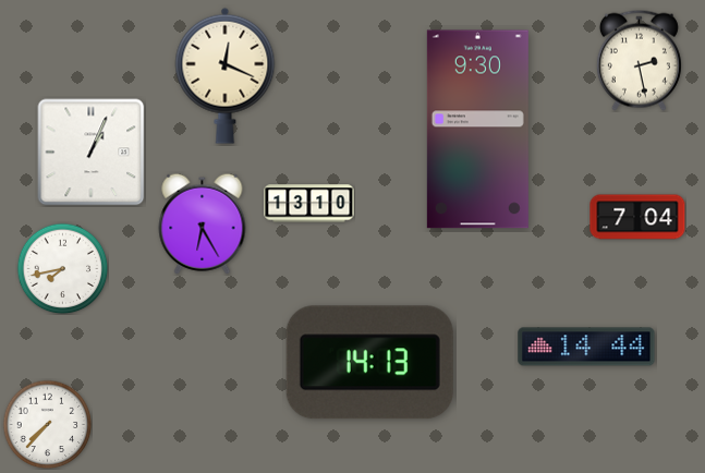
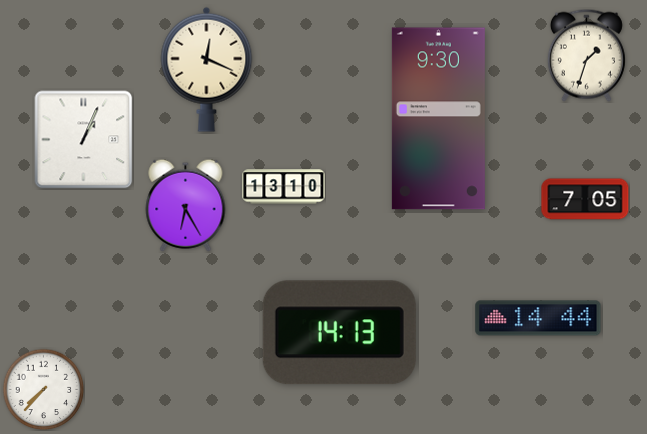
clock at (639, 60): 2:28 -> 1:33
clock at (637, 217): 7:04 -> 7:05
clock at (62, 268): 7:43 -> none
